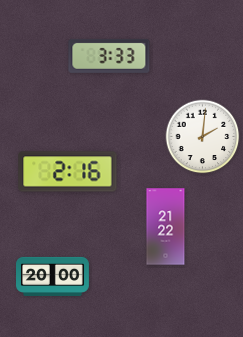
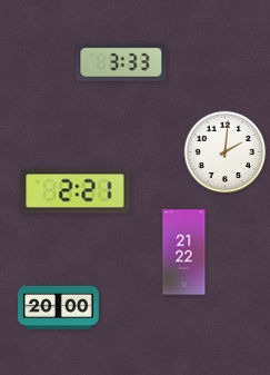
clock at (68, 172): 2:16 -> 2:21
